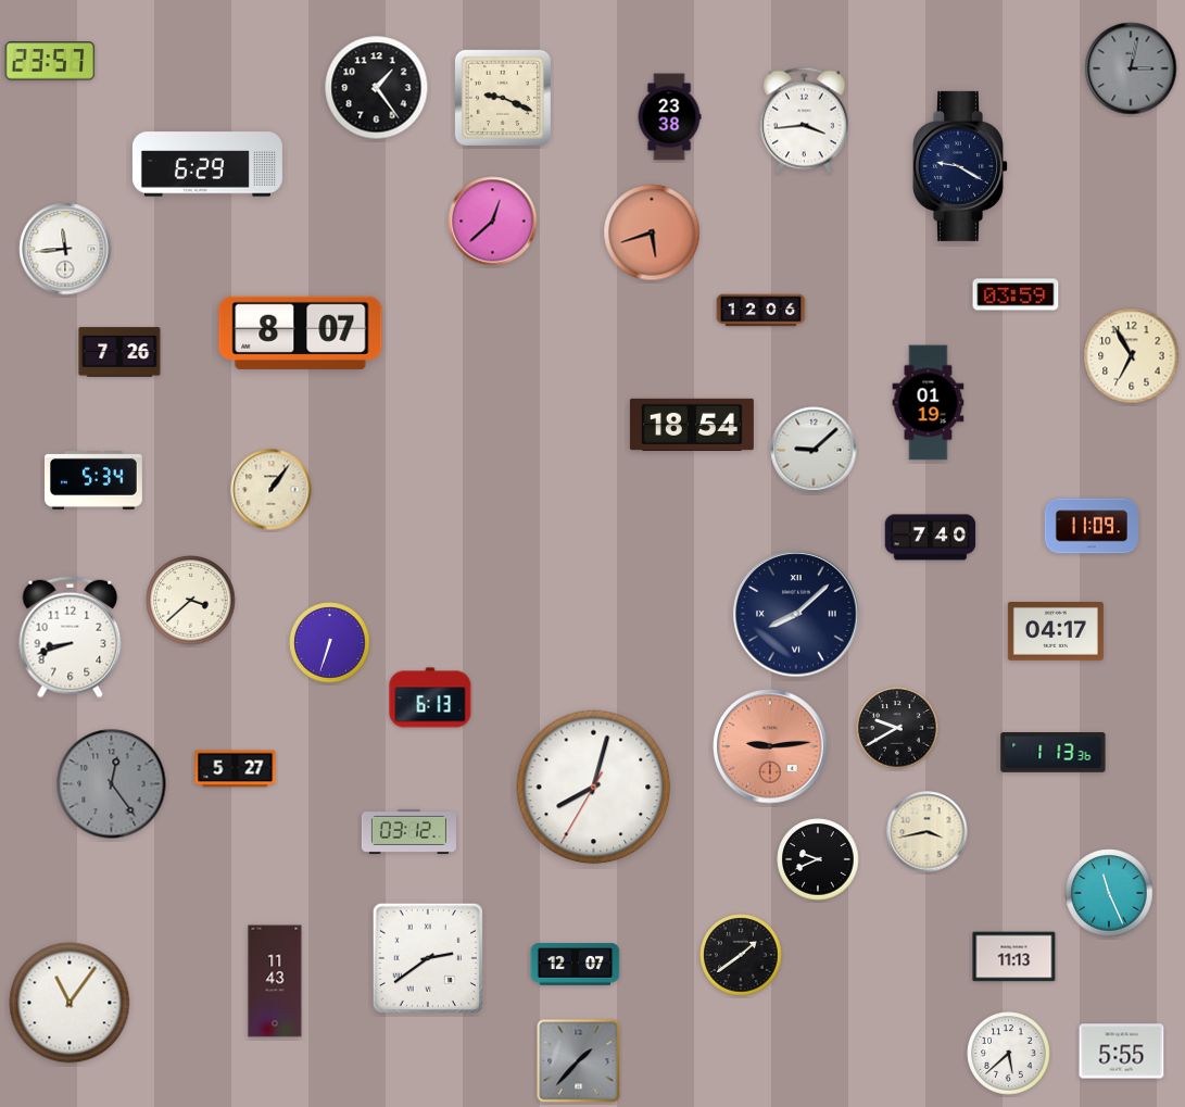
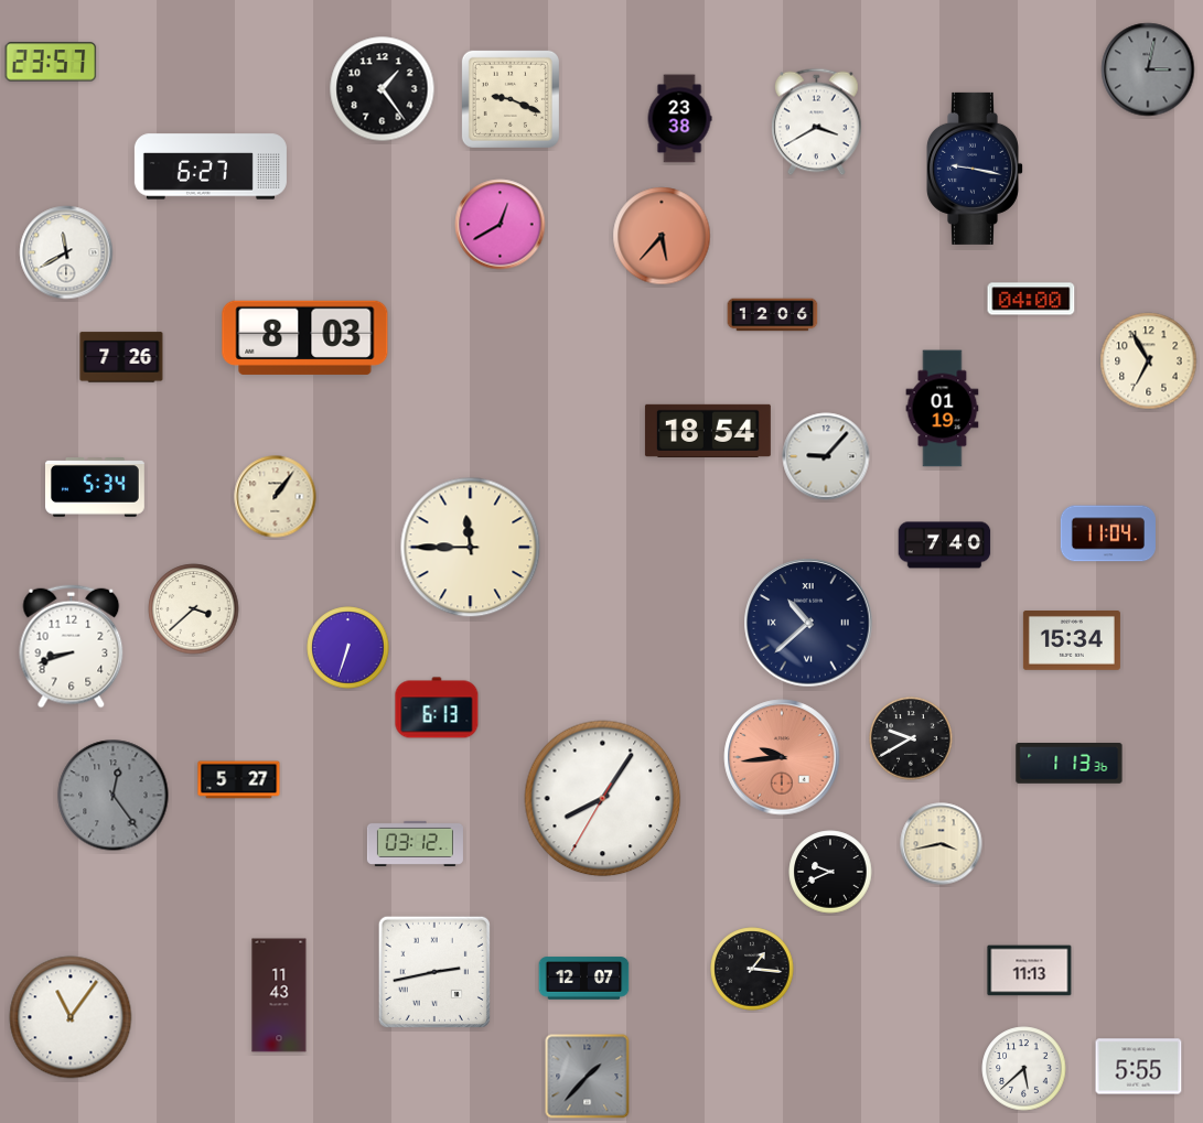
clock at (805, 121): 3:44 -> 3:40
clock at (207, 164): 6:29 -> 6:27
clock at (960, 166): 9:20 -> 9:17
clock at (493, 222): 12:38 -> 12:40
clock at (652, 232): 5:42 -> 5:37
clock at (65, 249): 11:44 -> 11:40
clock at (1016, 294): 03:59 -> 04:00
clock at (301, 332): 8:07 -> 8:03
clock at (692, 425) position: (692, 425) -> (708, 431)
clock at (814, 450): 9:08 -> 9:07
clock at (1092, 526): 11:09 -> 11:04
clock at (471, 548): none -> 11:45
clock at (796, 614): 8:08 -> 10:38
clock at (1056, 632): 04:17 -> 15:34
clock at (330, 643) position: (330, 643) -> (348, 648)
clock at (770, 746): 9:14 -> 9:44
clock at (594, 788): 8:02 -> 8:05
clock at (1109, 893): 11:26 -> none
clock at (741, 955): 1:39 -> 1:16
clock at (428, 958): 2:39 -> 2:43
